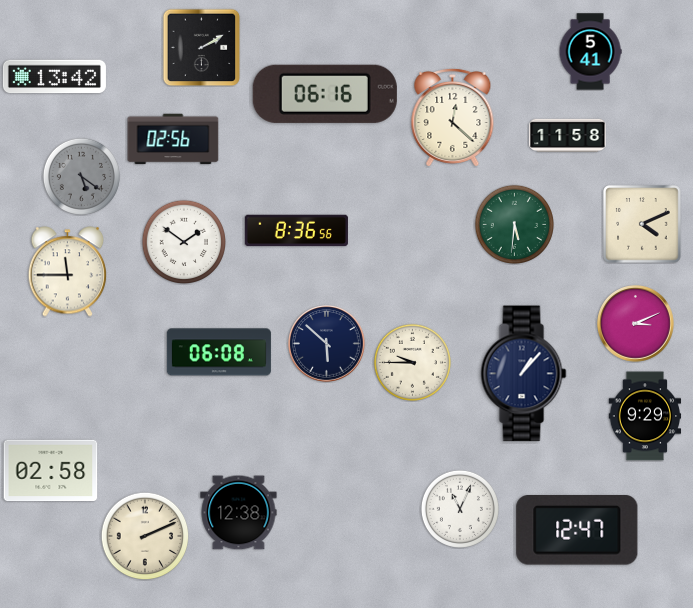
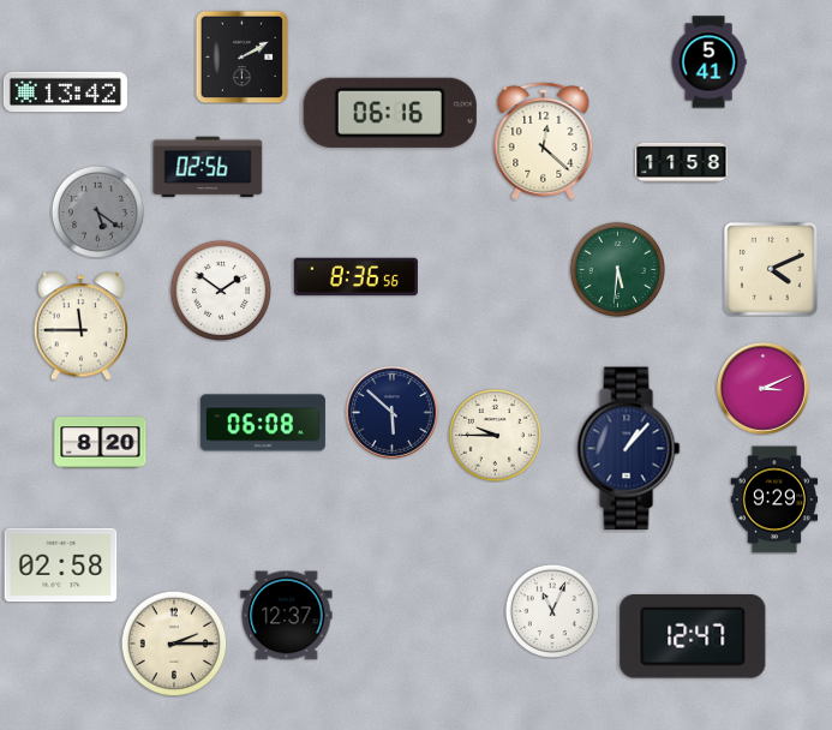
clock at (101, 443): none -> 8:20
clock at (239, 513): 12:38 -> 12:37
clock at (145, 536): 2:11 -> 2:15
